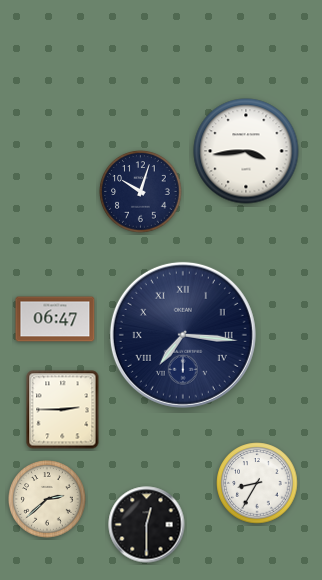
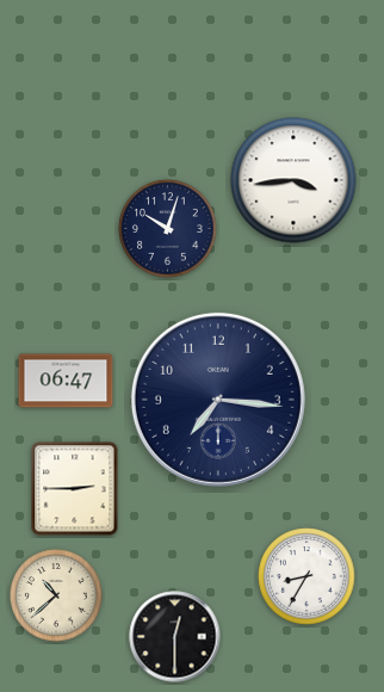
clock at (183, 335) numerals: Roman -> Arabic
clock at (47, 499): 2:38 -> 10:38
clock at (147, 525) position: (147, 525) -> (175, 637)
